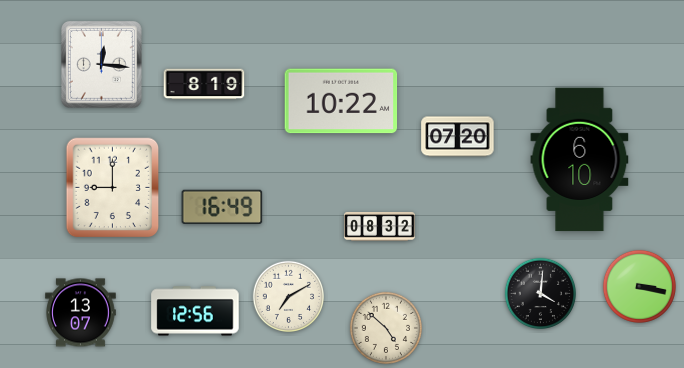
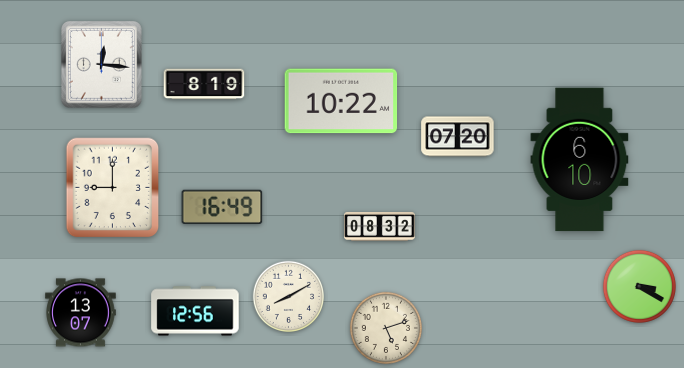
clock at (639, 286): 3:17 -> 3:20
clock at (540, 293): 4:01 -> none
clock at (288, 296): 7:10 -> 8:10
clock at (386, 328): 4:52 -> 5:12
